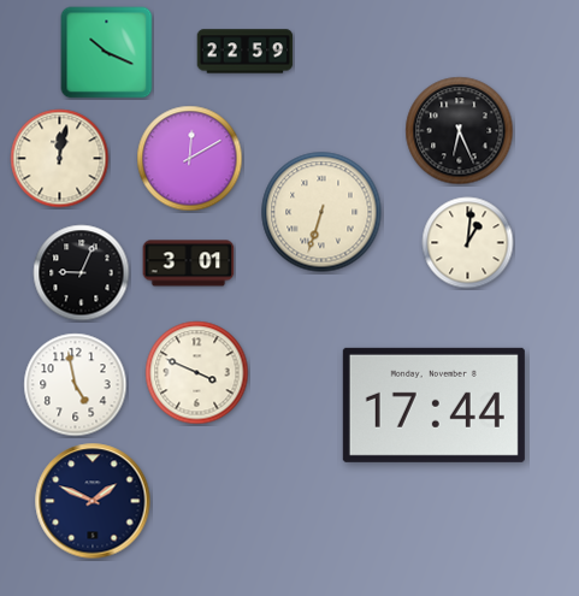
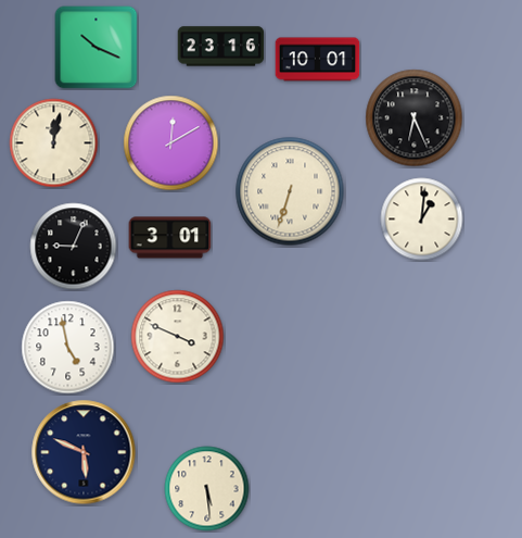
clock at (246, 52): 22:59 -> 23:16
clock at (318, 60): none -> 10:01
clock at (433, 405): 17:44 -> none
clock at (93, 501): 1:49 -> 5:49
clock at (207, 489): none -> 5:29
